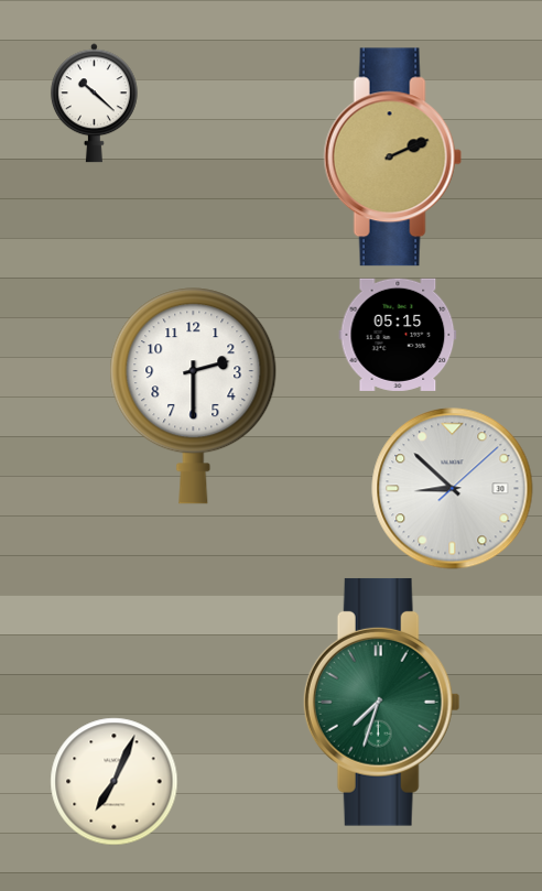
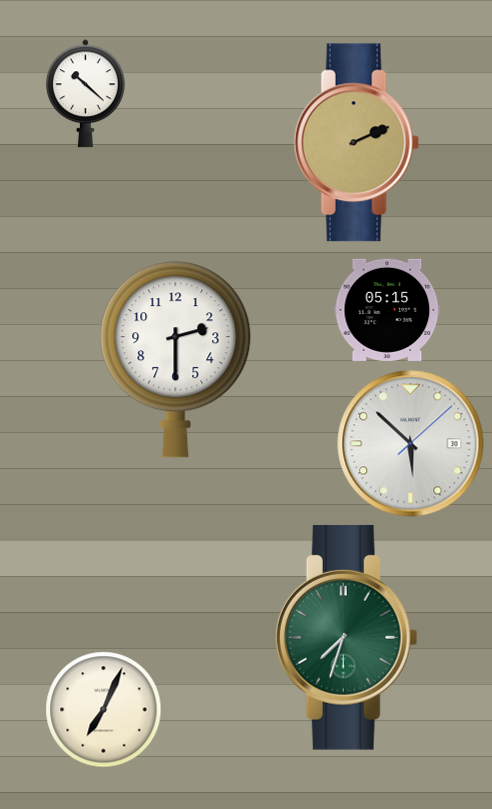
clock at (398, 335) position: (398, 335) -> (387, 310)
clock at (453, 489): 8:52 -> 5:52
